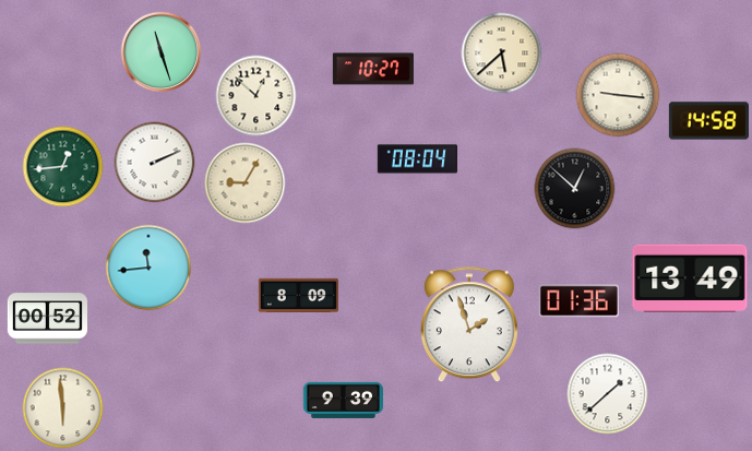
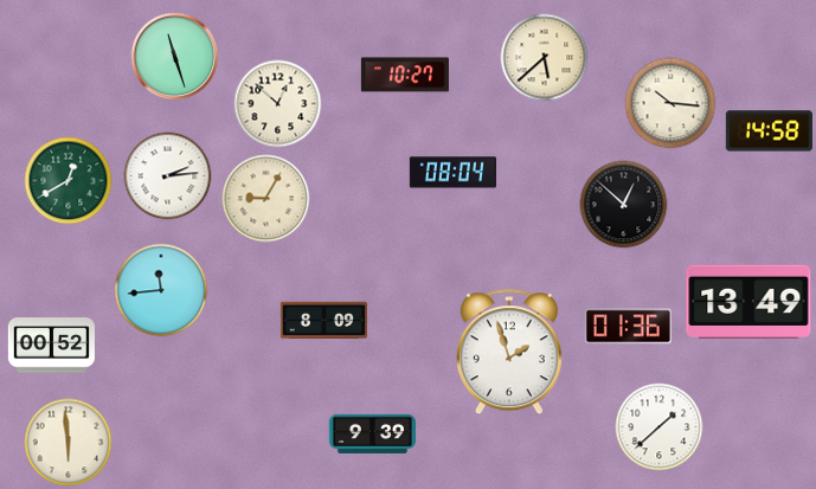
clock at (618, 95): 9:16 -> 10:16
clock at (155, 163): 2:11 -> 2:14
clock at (63, 167): 12:44 -> 12:40
